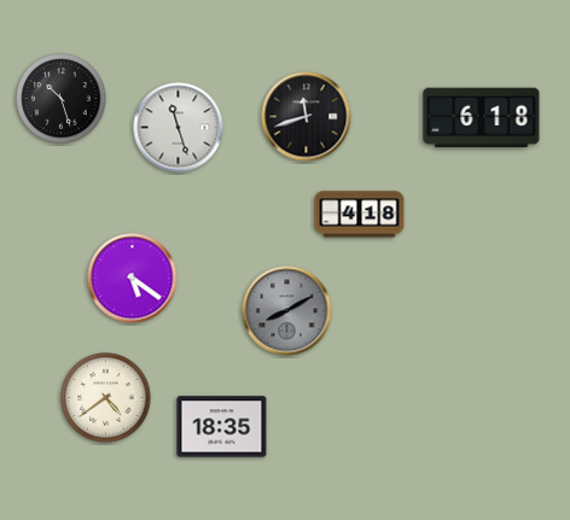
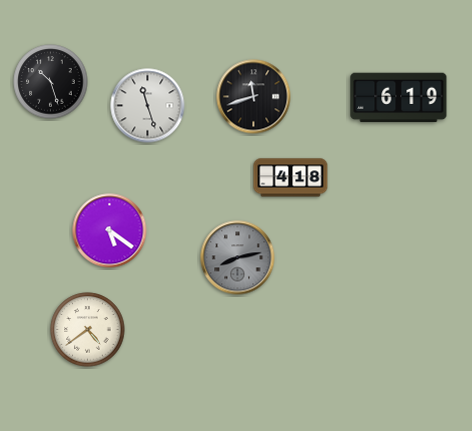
clock at (482, 118): 6:18 -> 6:19
clock at (360, 215) position: (360, 215) -> (291, 178)
clock at (287, 311): 8:10 -> 8:13
clock at (222, 427): 18:35 -> none
